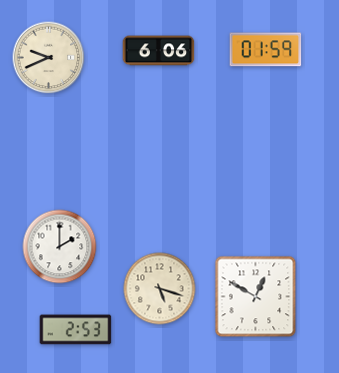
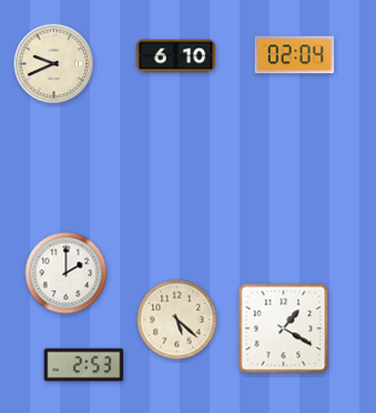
clock at (266, 50): 01:59 -> 02:04
clock at (159, 51): 6:06 -> 6:10
clock at (160, 289): 5:18 -> 5:22
clock at (256, 297): 12:50 -> 1:20
